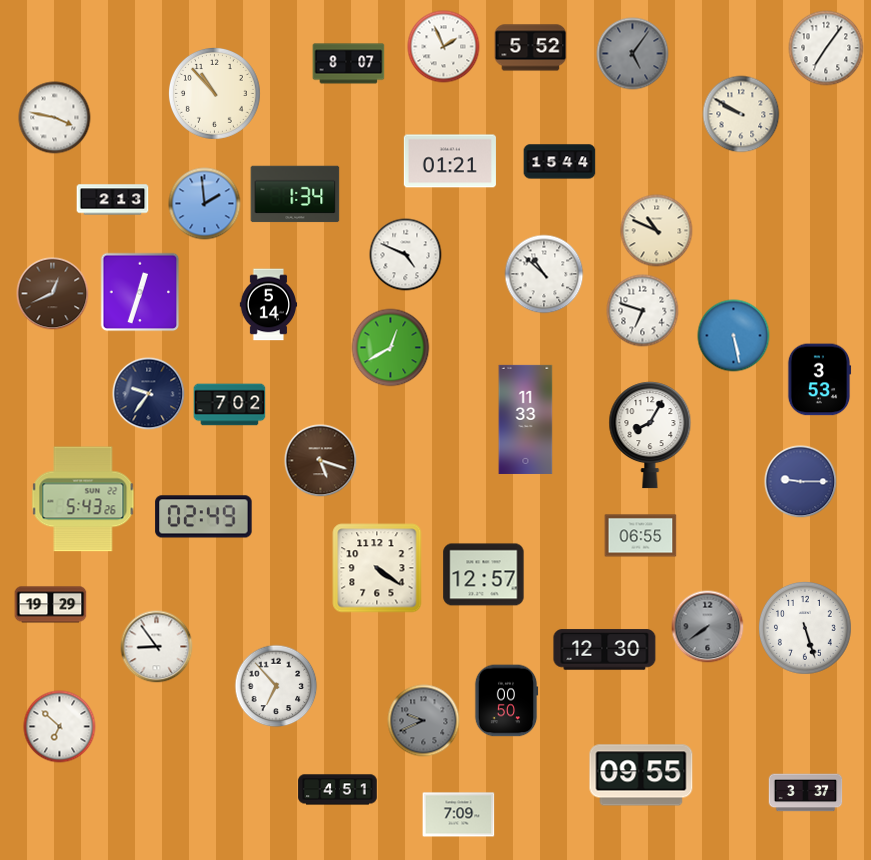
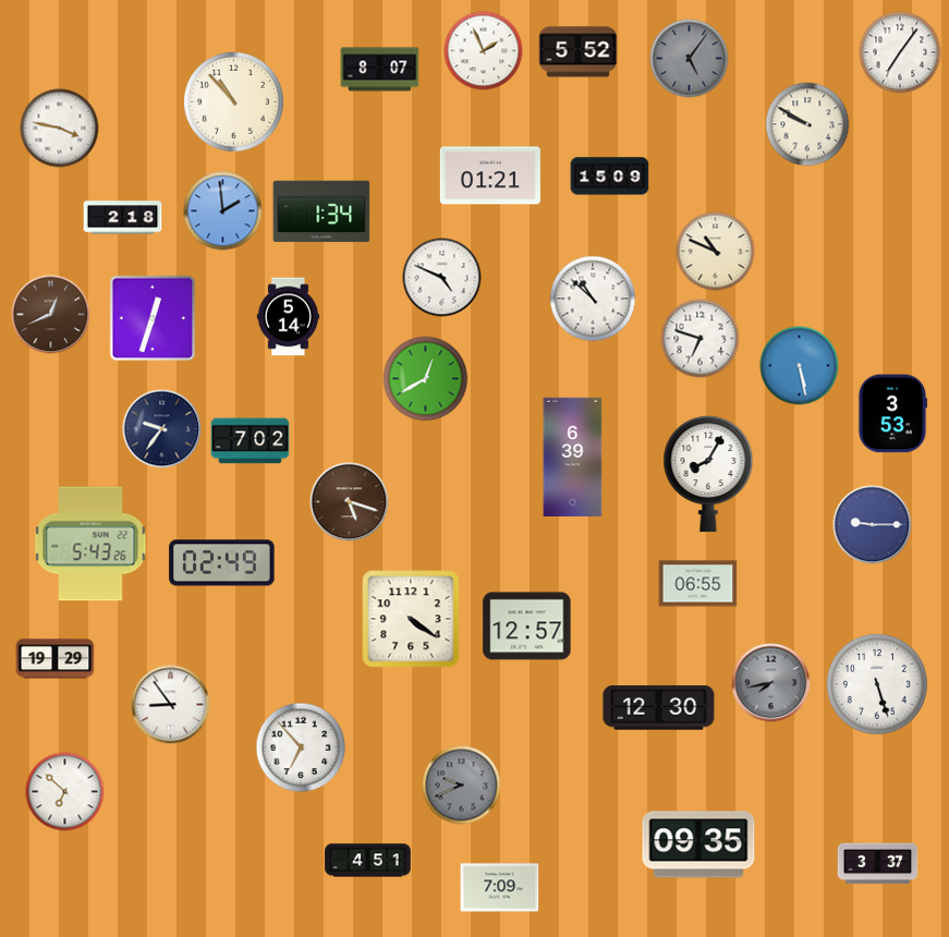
clock at (560, 162): 15:44 -> 15:09
clock at (113, 200): 2:13 -> 2:18
clock at (205, 204) position: (205, 204) -> (223, 211)
clock at (53, 294) position: (53, 294) -> (51, 315)
clock at (269, 305) position: (269, 305) -> (289, 317)
clock at (526, 419): 11:33 -> 6:39
clock at (708, 627): 7:39 -> 7:43
clock at (506, 701): 00:50 -> none
clock at (641, 775): 09:55 -> 09:35
